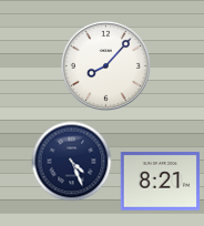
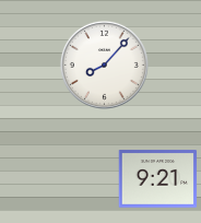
clock at (72, 162): 4:26 -> none
clock at (161, 182): 8:21 -> 9:21
